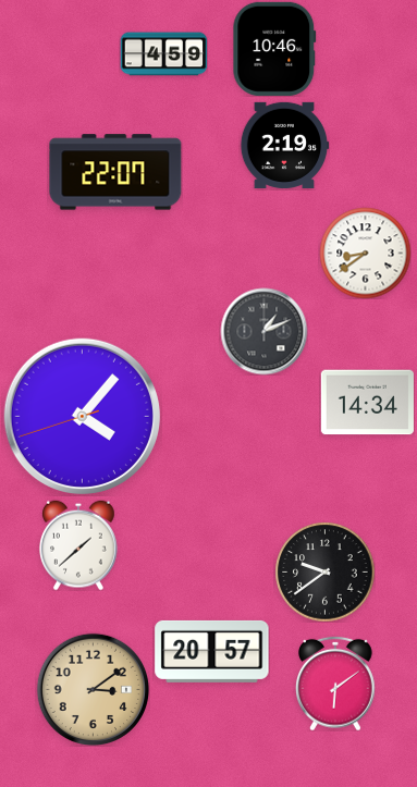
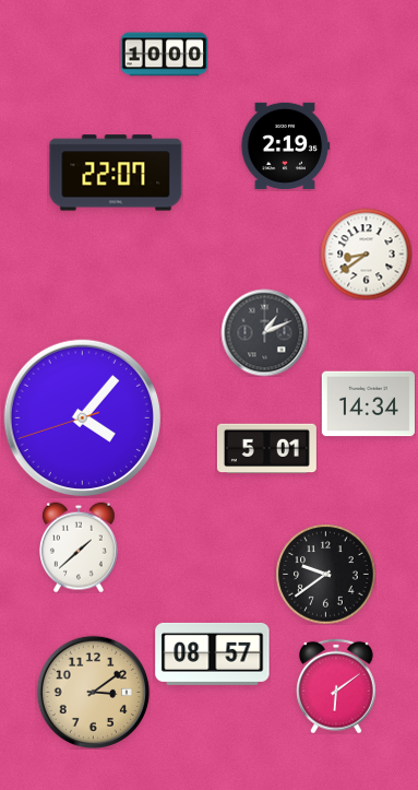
clock at (274, 49): 10:46 -> none
clock at (163, 54): 4:59 -> 10:00
clock at (266, 449): none -> 5:01
clock at (212, 651): 20:57 -> 08:57
